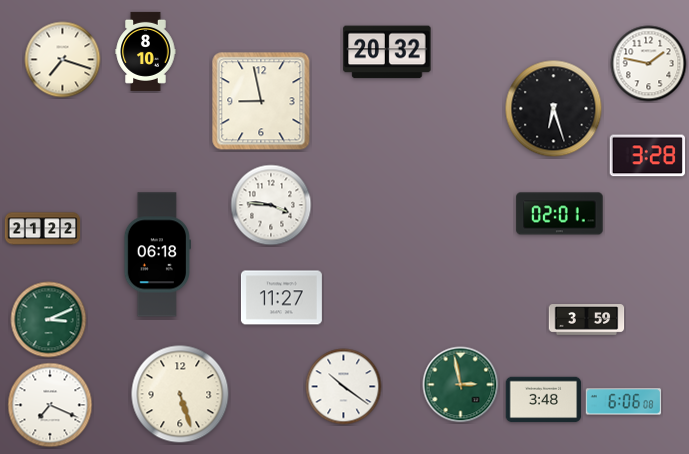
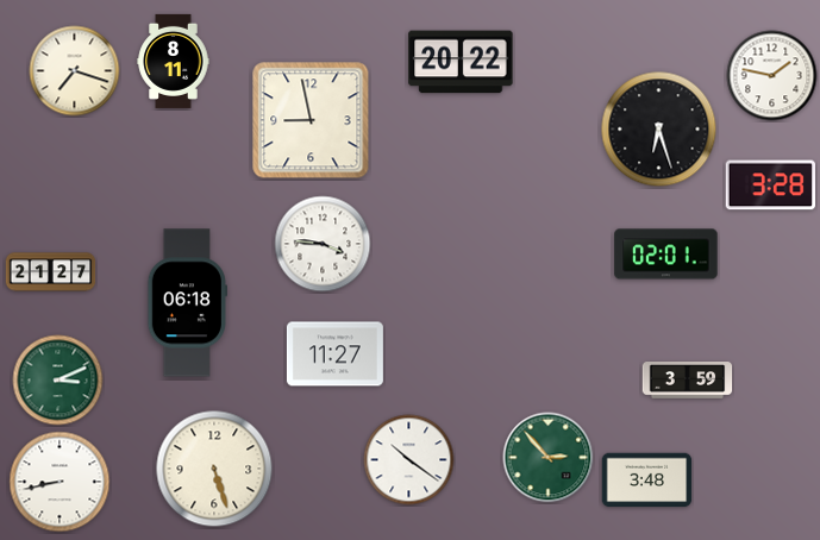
clock at (146, 51): 8:10 -> 8:11
clock at (387, 52): 20:32 -> 20:22
clock at (43, 229): 21:22 -> 21:27
clock at (587, 320) position: (587, 320) -> (688, 381)
clock at (461, 385): 2:58 -> 2:53
clock at (544, 400) position: (544, 400) -> (647, 481)
clock at (624, 402): 6:06 -> none
clock at (50, 405): 7:19 -> 8:43
